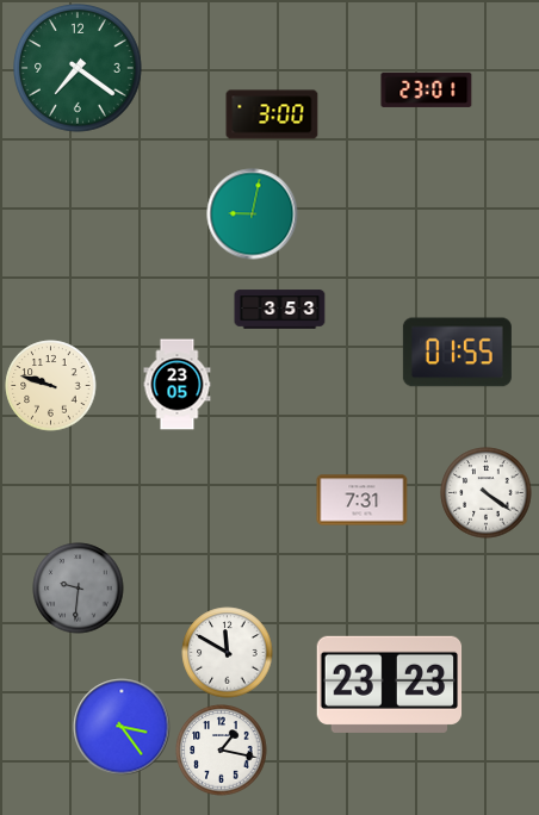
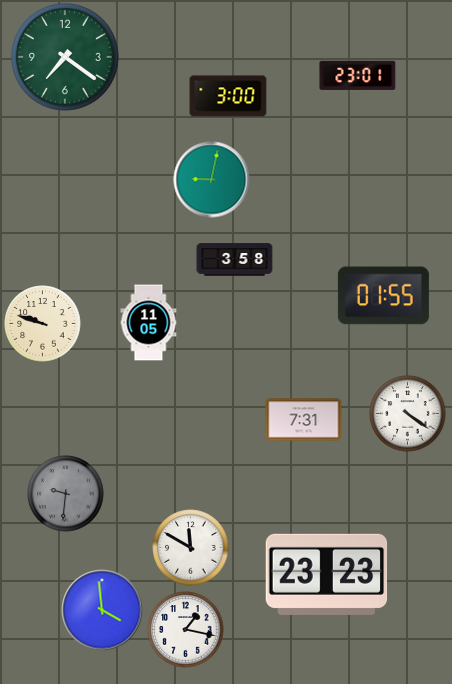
clock at (280, 310): 3:53 -> 3:58
clock at (178, 385): 23:05 -> 11:05
clock at (122, 727): 3:24 -> 3:59
